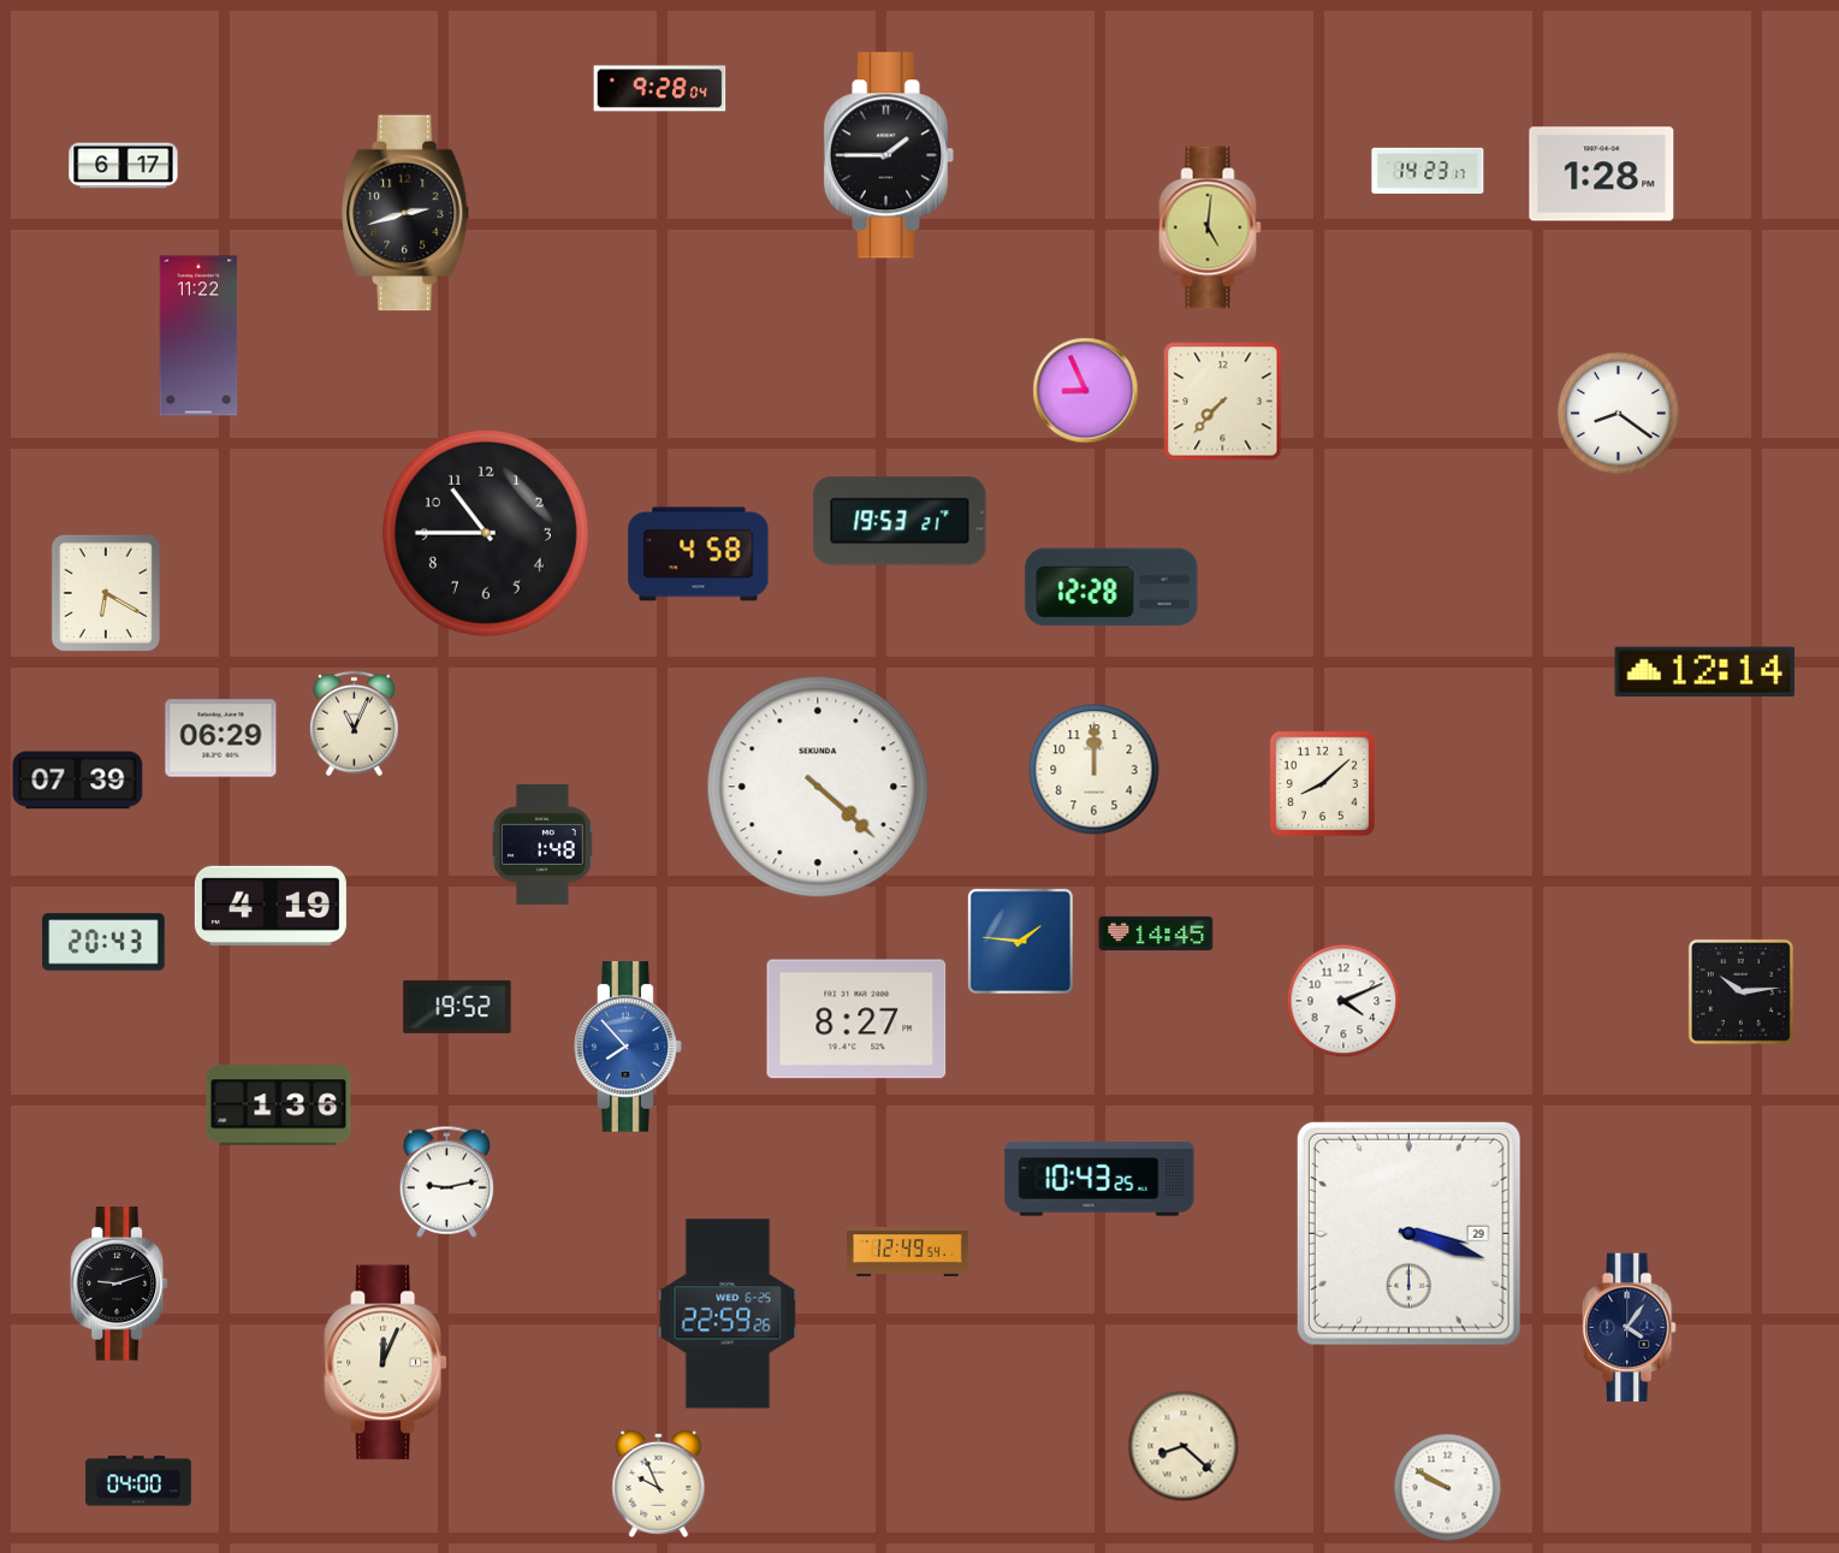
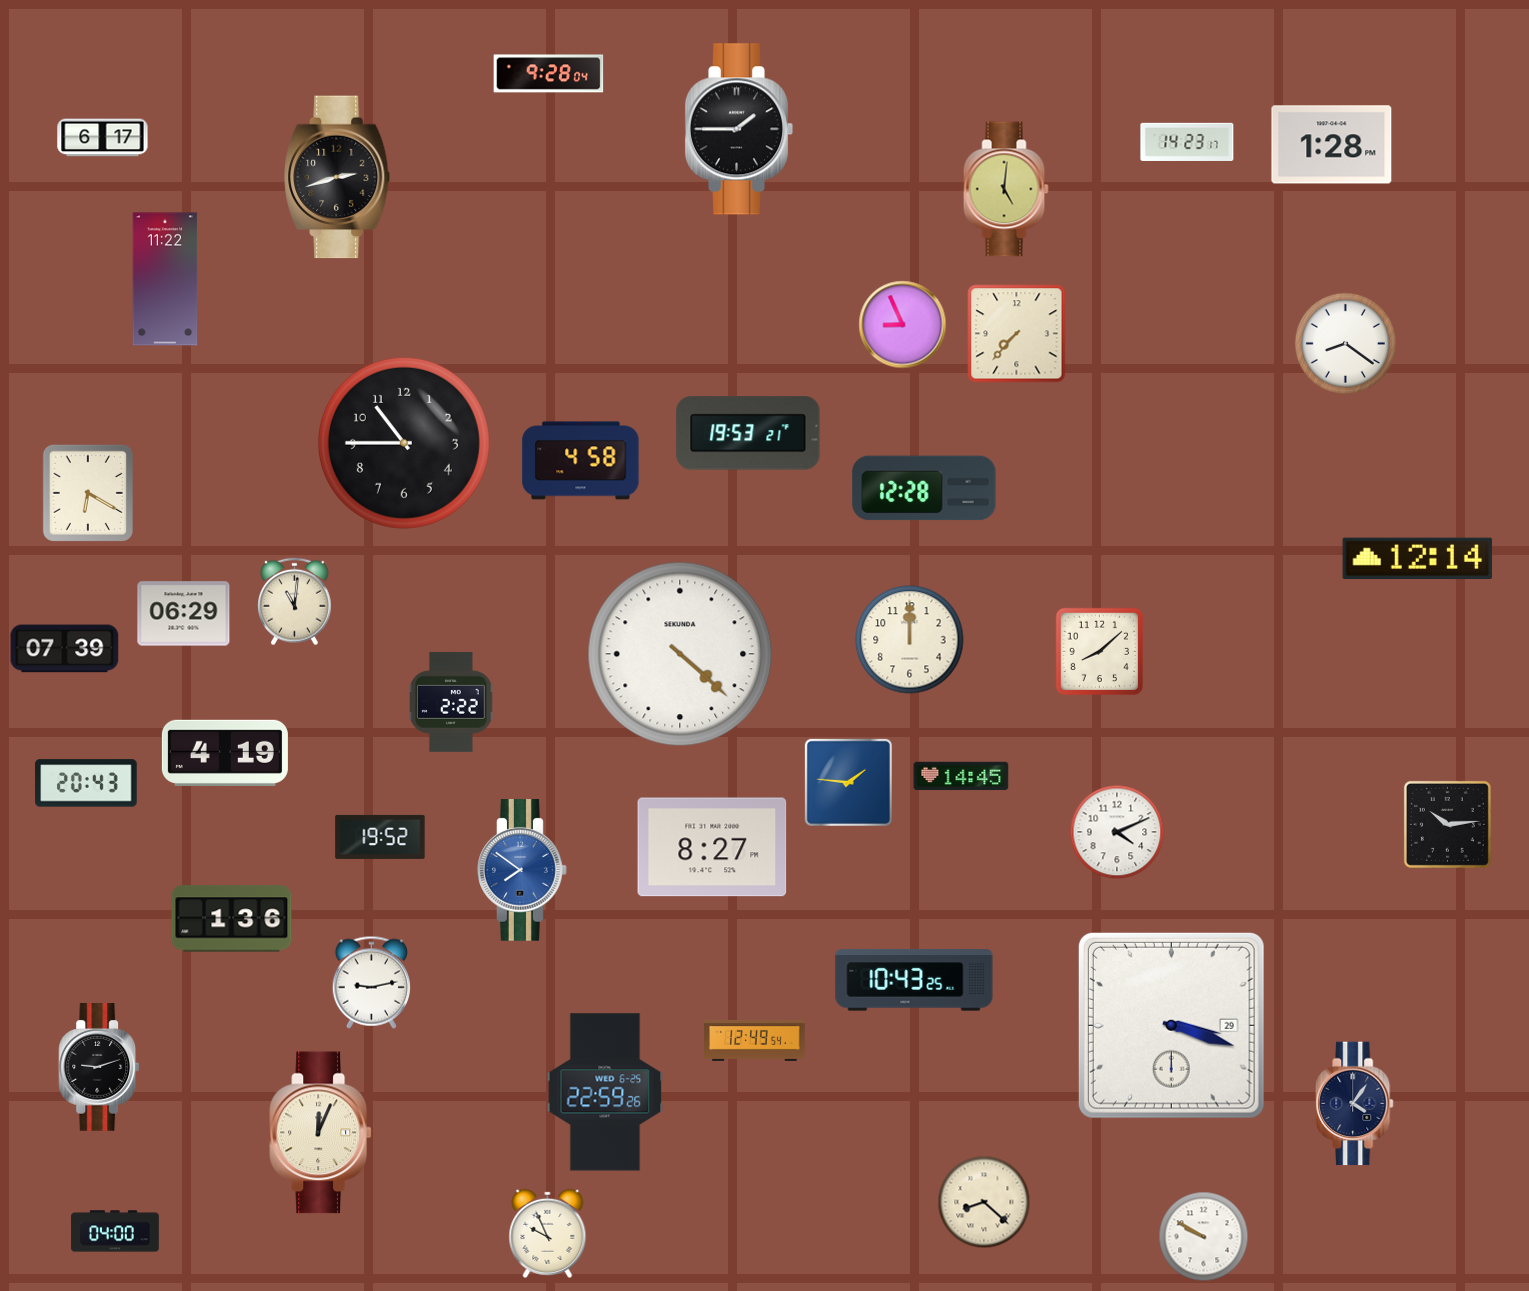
clock at (355, 724): 11:04 -> 11:01
clock at (544, 844): 1:48 -> 2:22
clock at (628, 1047): 7:53 -> 7:51
